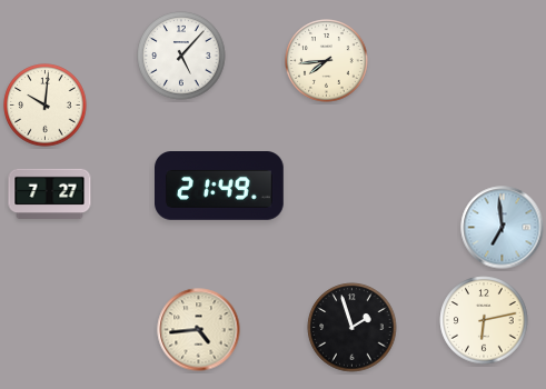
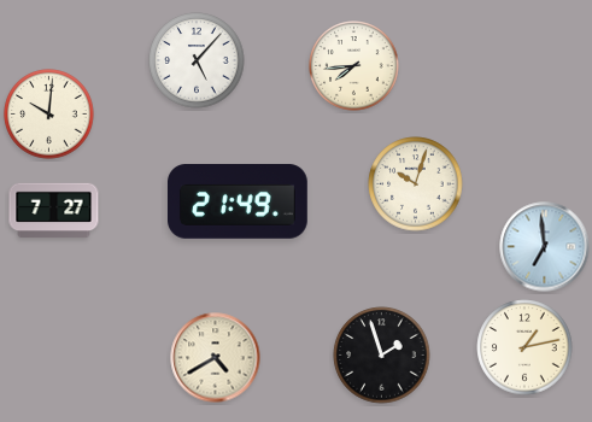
clock at (416, 184): none -> 10:03
clock at (484, 320): 6:13 -> 1:13
clock at (199, 330): 4:44 -> 4:40
